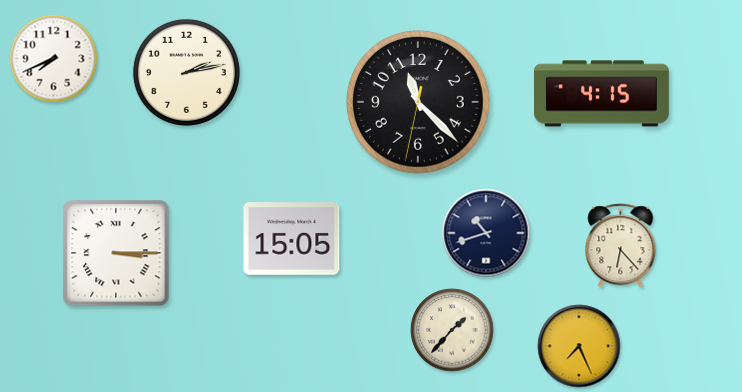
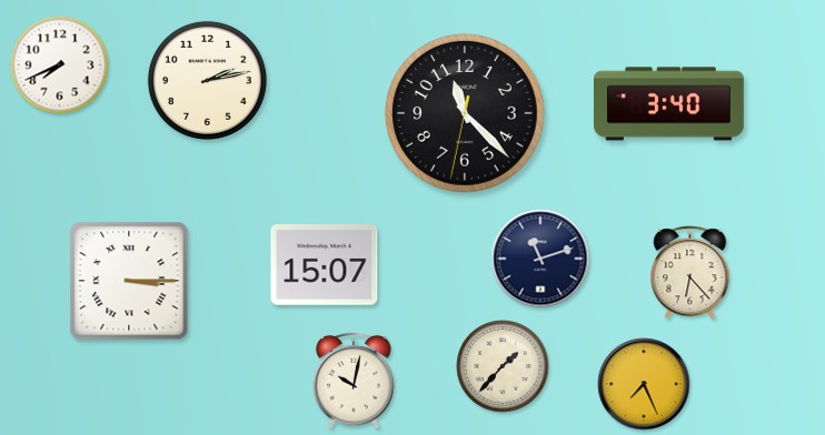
clock at (602, 94): 4:15 -> 3:40
clock at (486, 233): 10:42 -> 11:12
clock at (292, 239): 15:05 -> 15:07
clock at (354, 381): none -> 10:02
